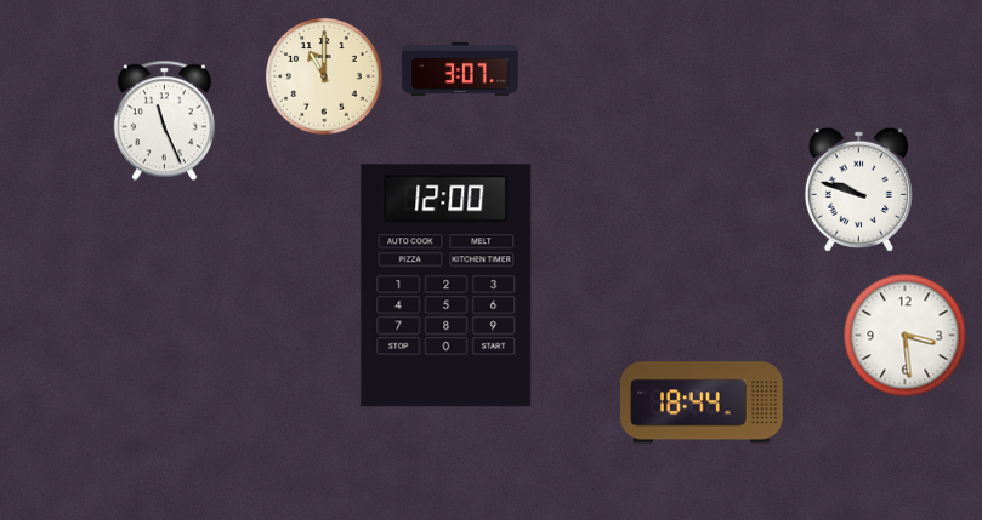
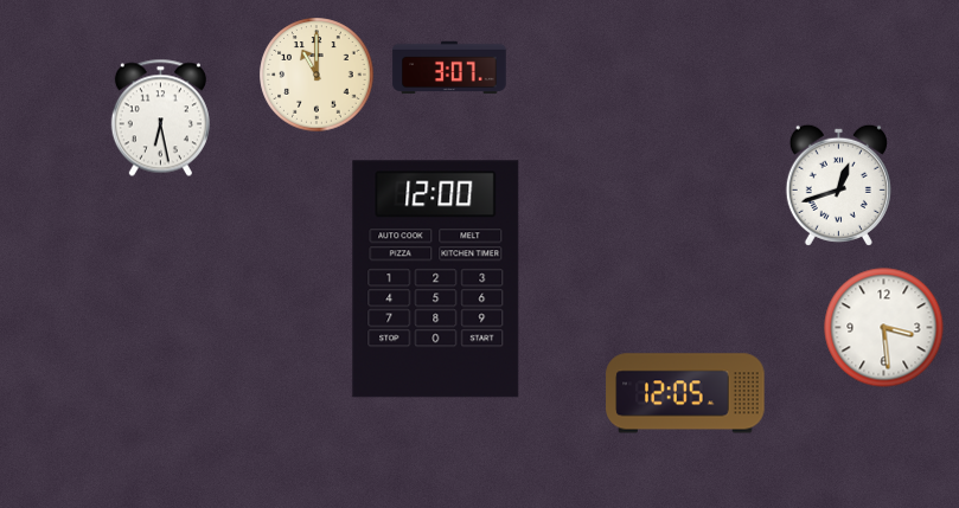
clock at (164, 121): 11:26 -> 6:28
clock at (858, 189): 9:48 -> 12:42
clock at (702, 402): 18:44 -> 12:05
